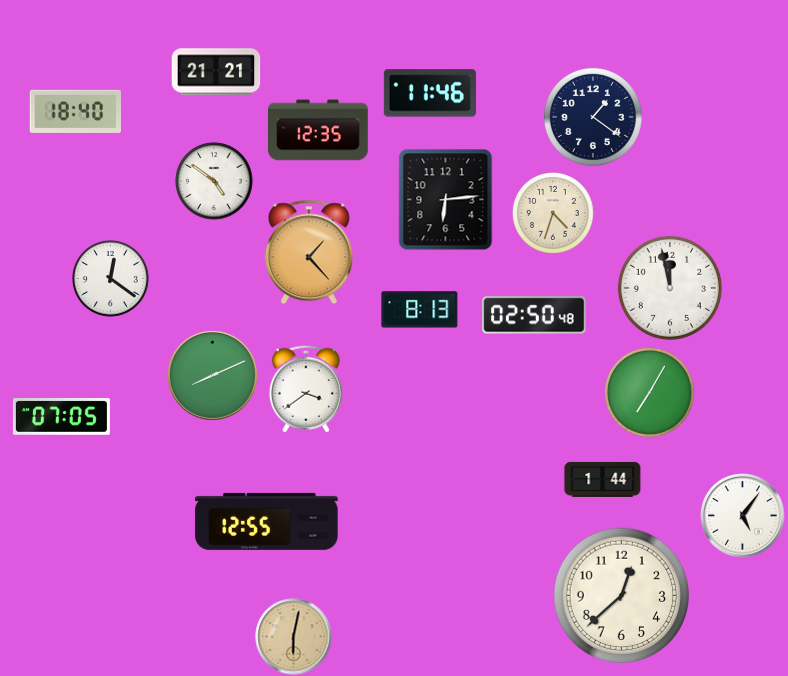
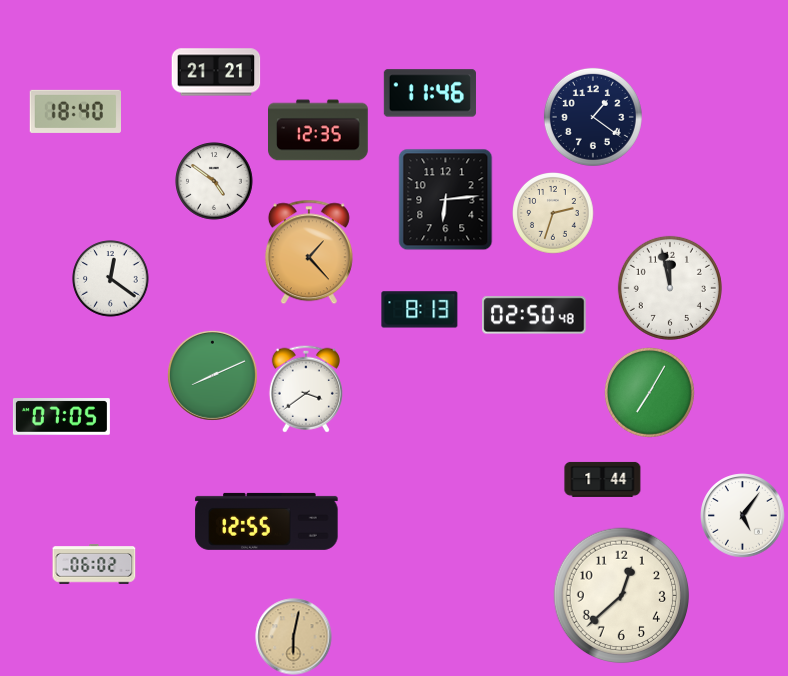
clock at (554, 214): 4:33 -> 2:33
clock at (94, 564): none -> 06:02
